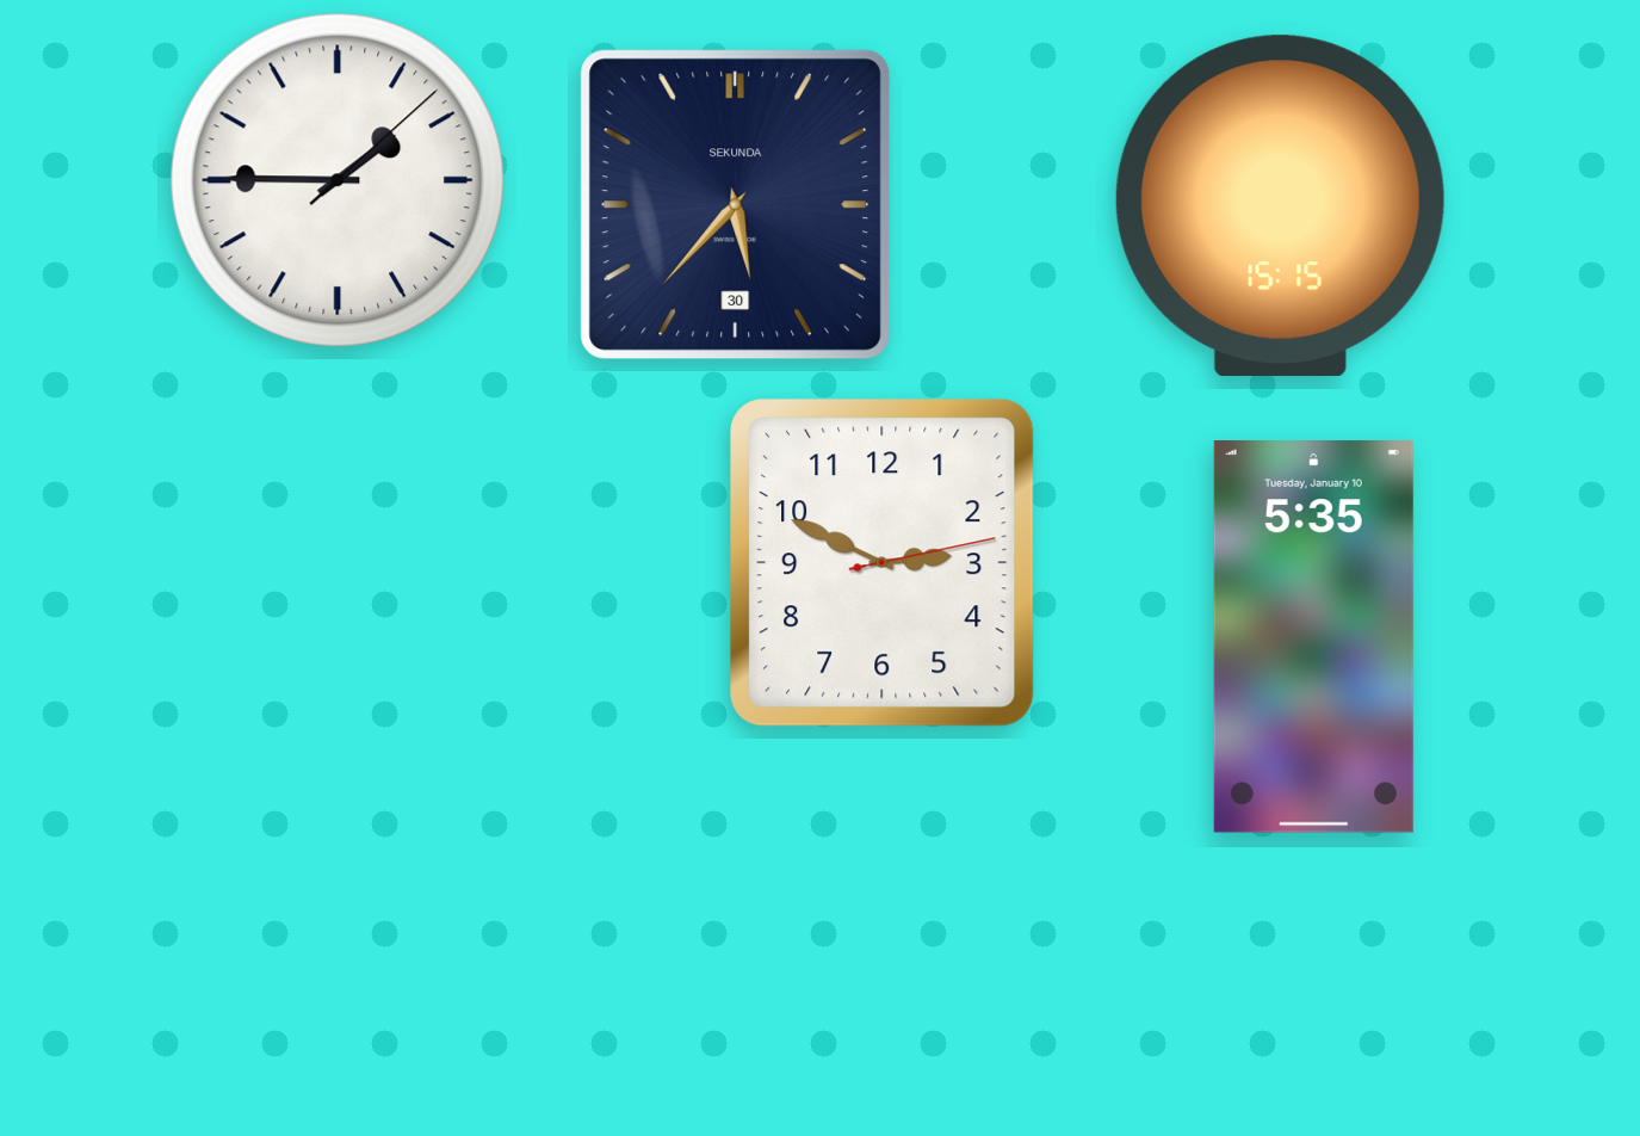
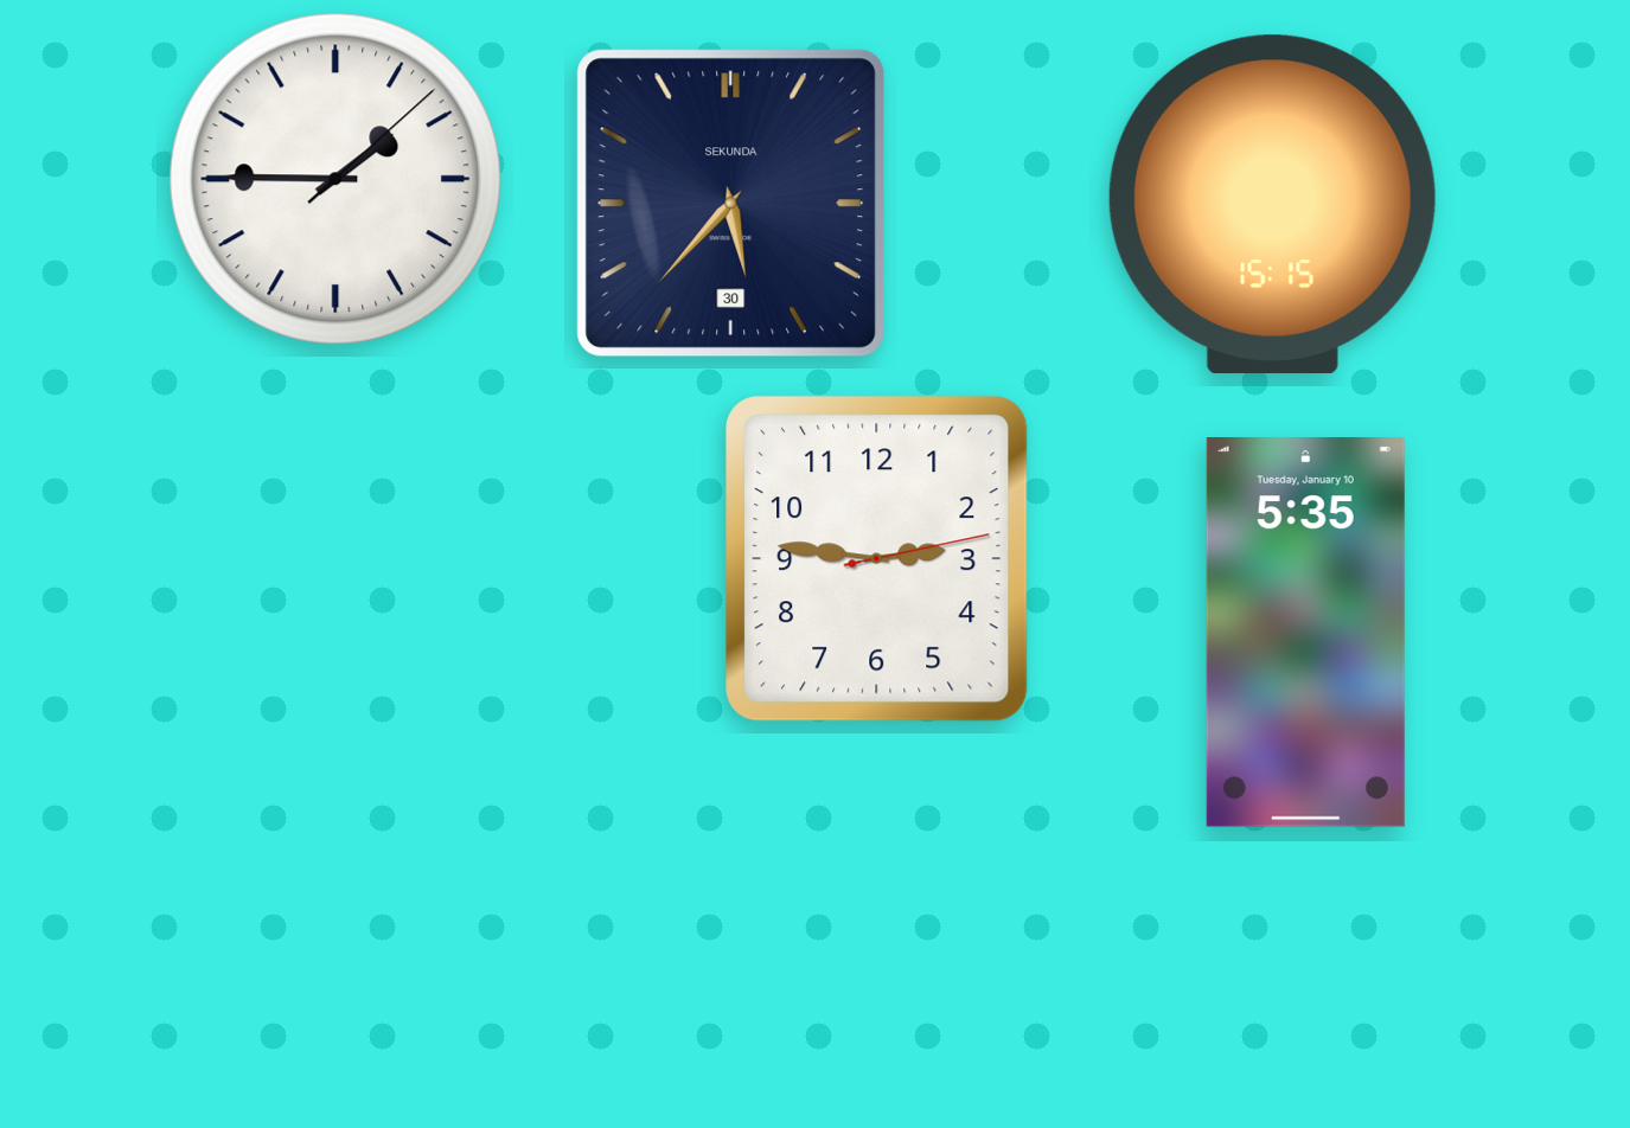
clock at (883, 563): 2:49 -> 2:46
